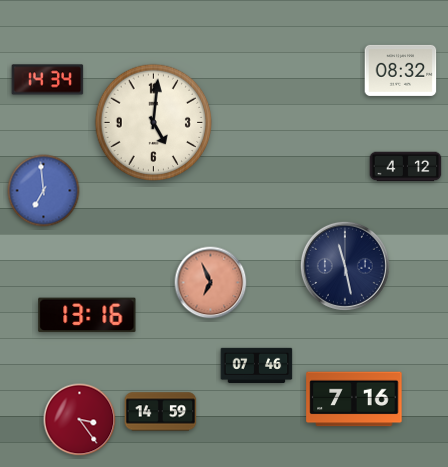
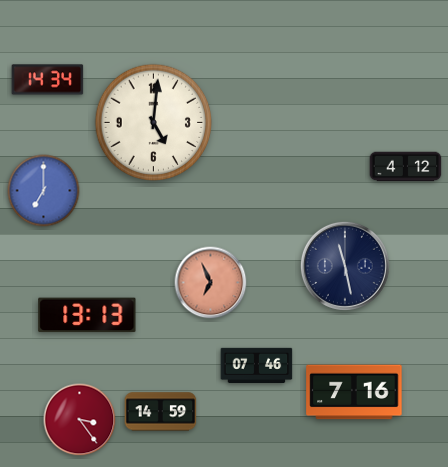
clock at (401, 70): 08:32 -> none
clock at (44, 191): 6:59 -> 7:00
clock at (87, 315): 13:16 -> 13:13
clock at (354, 399) position: (354, 399) -> (354, 392)
